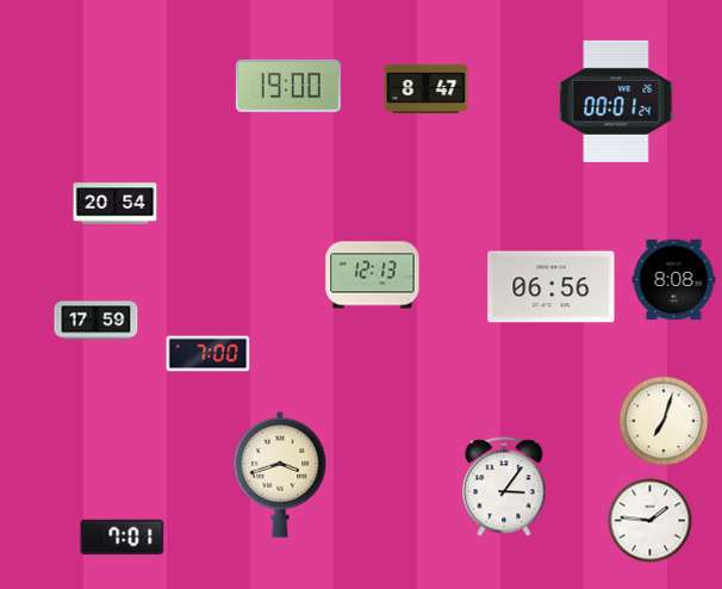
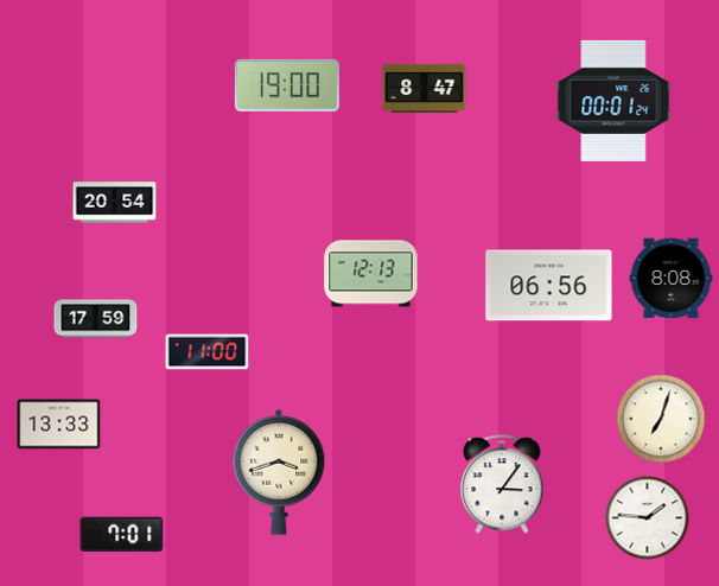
clock at (208, 354): 7:00 -> 11:00
clock at (59, 425): none -> 13:33
